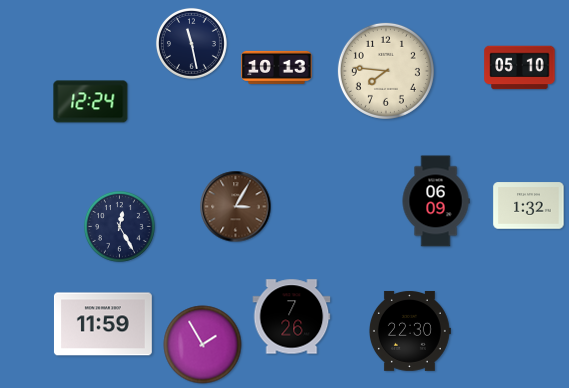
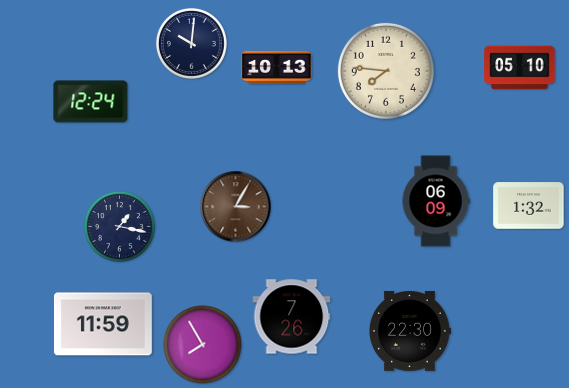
clock at (191, 43): 11:28 -> 10:01
clock at (119, 226): 12:25 -> 1:17
clock at (203, 345): 1:55 -> 7:55
